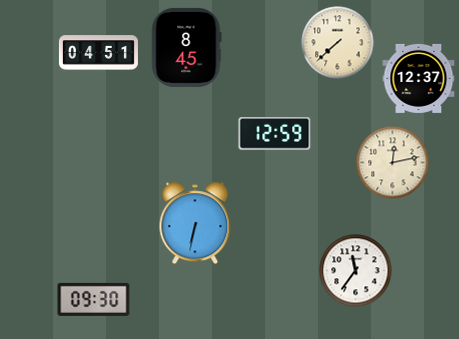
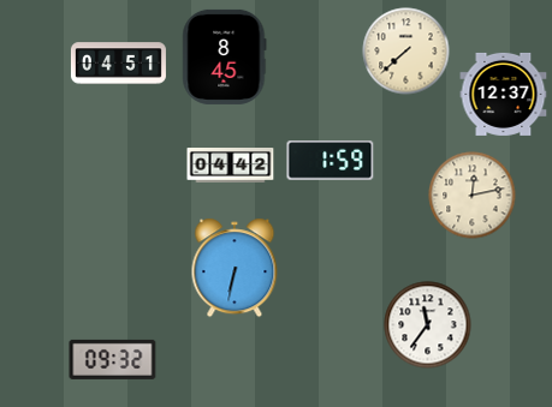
clock at (275, 134): 12:59 -> 1:59
clock at (231, 166): none -> 04:42
clock at (94, 299): 09:30 -> 09:32
